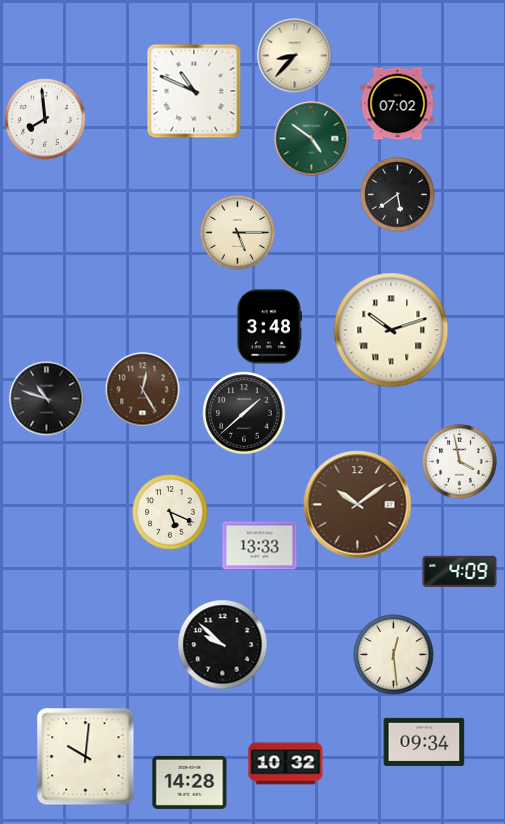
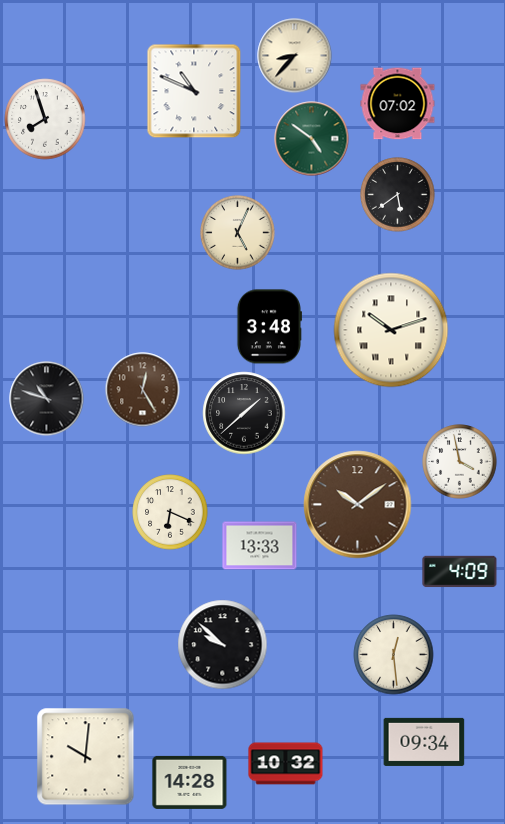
clock at (45, 119): 7:59 -> 7:57
clock at (238, 233): 5:15 -> 5:04
clock at (170, 512): 5:19 -> 6:19
